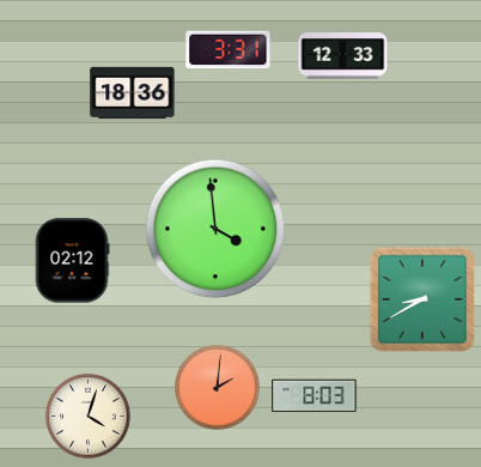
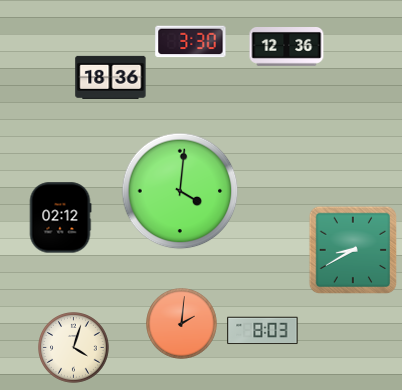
clock at (229, 50): 3:31 -> 3:30
clock at (343, 56): 12:33 -> 12:36
clock at (215, 229): 3:59 -> 4:01
